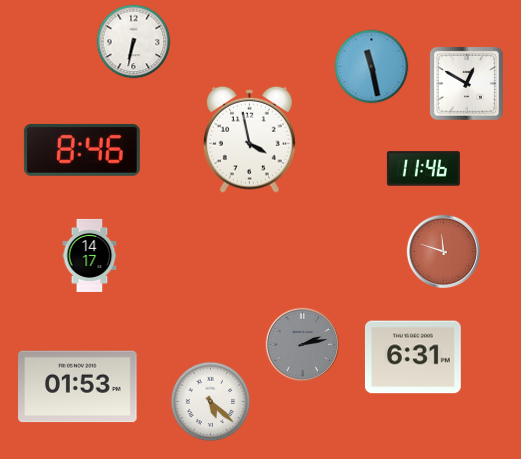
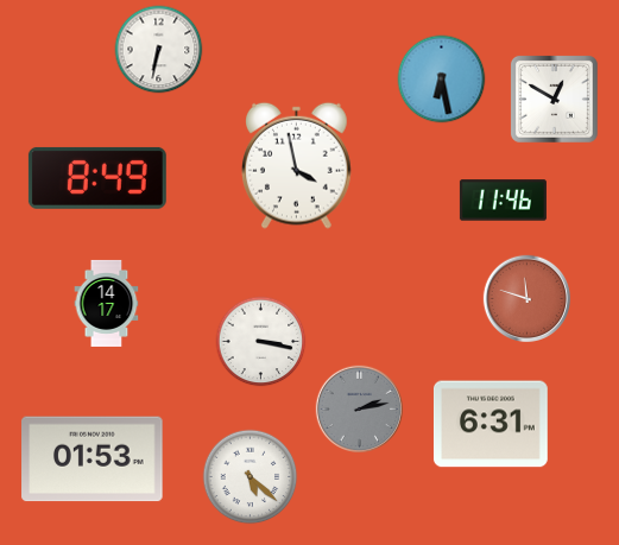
clock at (372, 67): 11:28 -> 6:28
clock at (82, 150): 8:46 -> 8:49
clock at (261, 342): none -> 3:17
